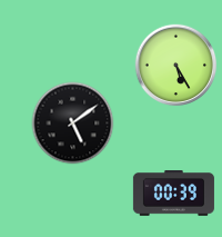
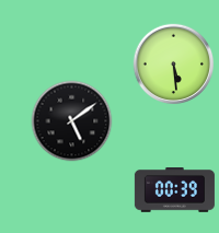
clock at (176, 66): 5:25 -> 5:29
clock at (173, 194) position: (173, 194) -> (174, 190)
